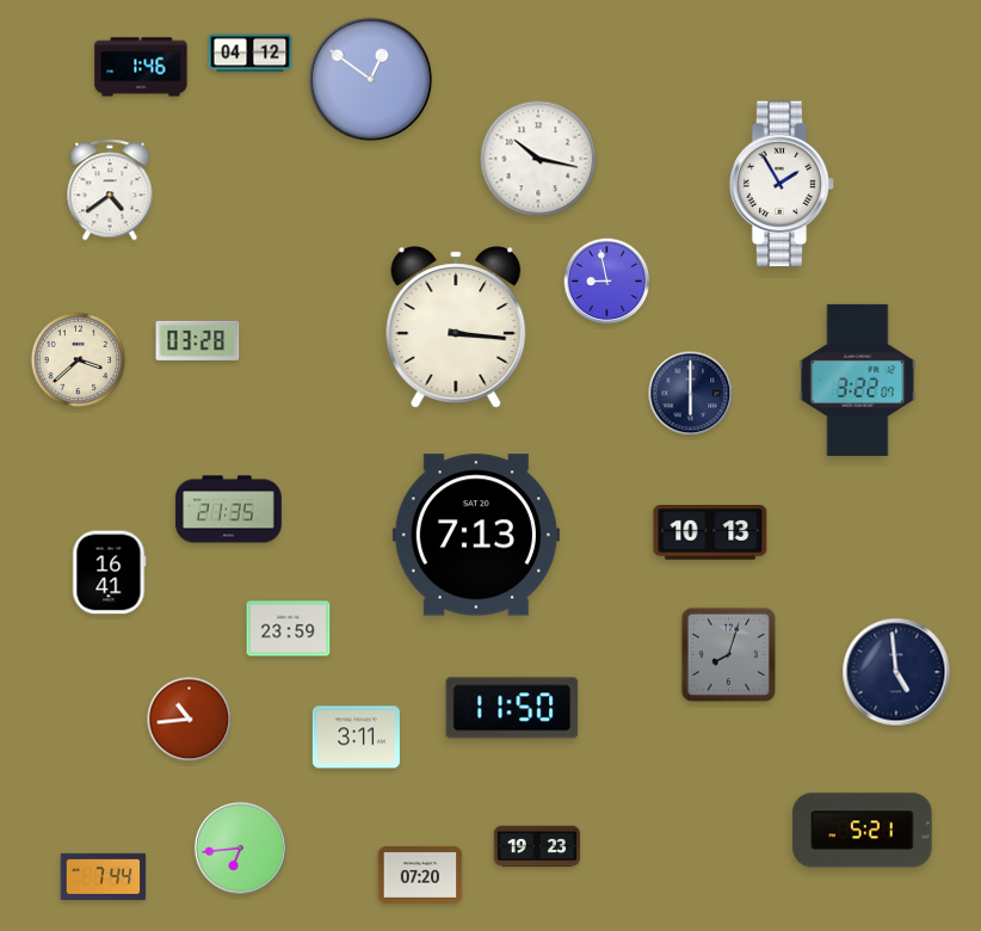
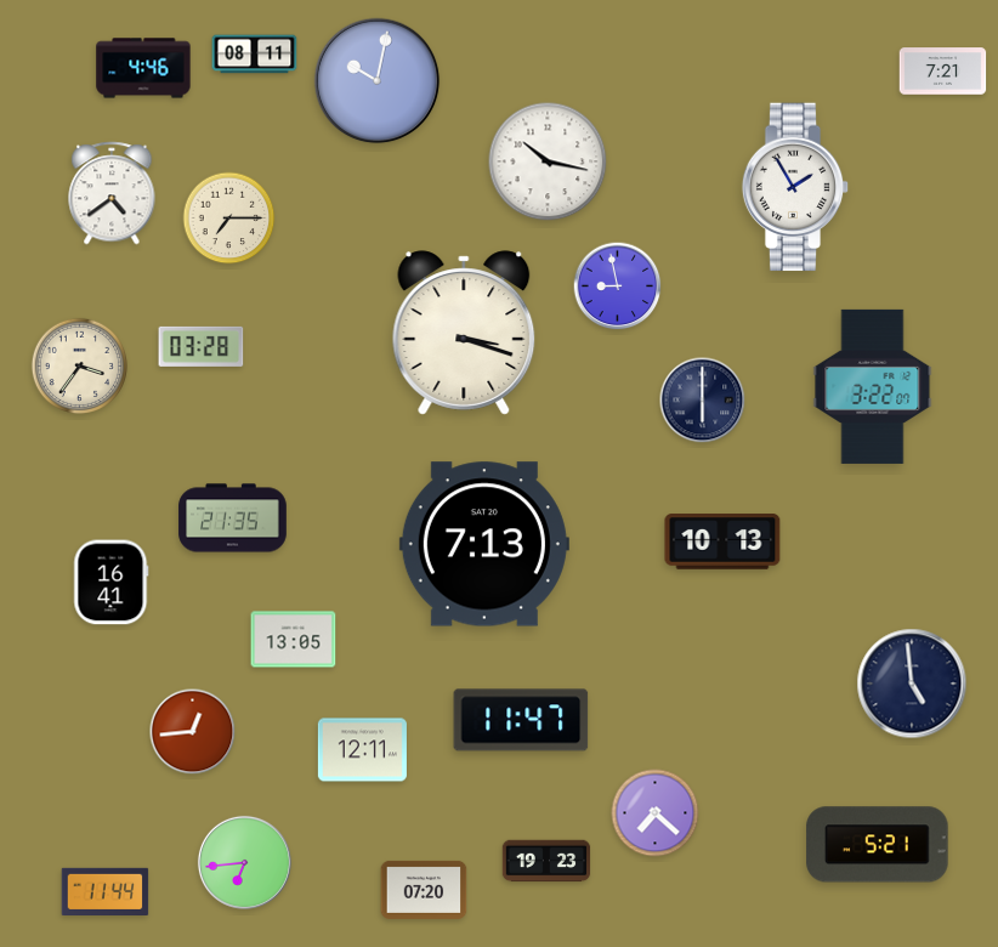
clock at (251, 54): 04:12 -> 08:11
clock at (141, 67): 1:46 -> 4:46
clock at (943, 72): none -> 7:21
clock at (371, 80): 12:51 -> 10:02
clock at (229, 219): none -> 7:15
clock at (456, 327): 3:16 -> 3:18
clock at (78, 359): 3:38 -> 3:36
clock at (289, 629): 23:59 -> 13:05
clock at (729, 655): 8:03 -> none
clock at (512, 708): 11:50 -> 11:47
clock at (190, 720): 10:44 -> 12:44
clock at (356, 738): 3:11 -> 12:11
clock at (656, 813): none -> 7:22
clock at (420, 875) position: (420, 875) -> (424, 890)
clock at (104, 876): 7:44 -> 11:44
